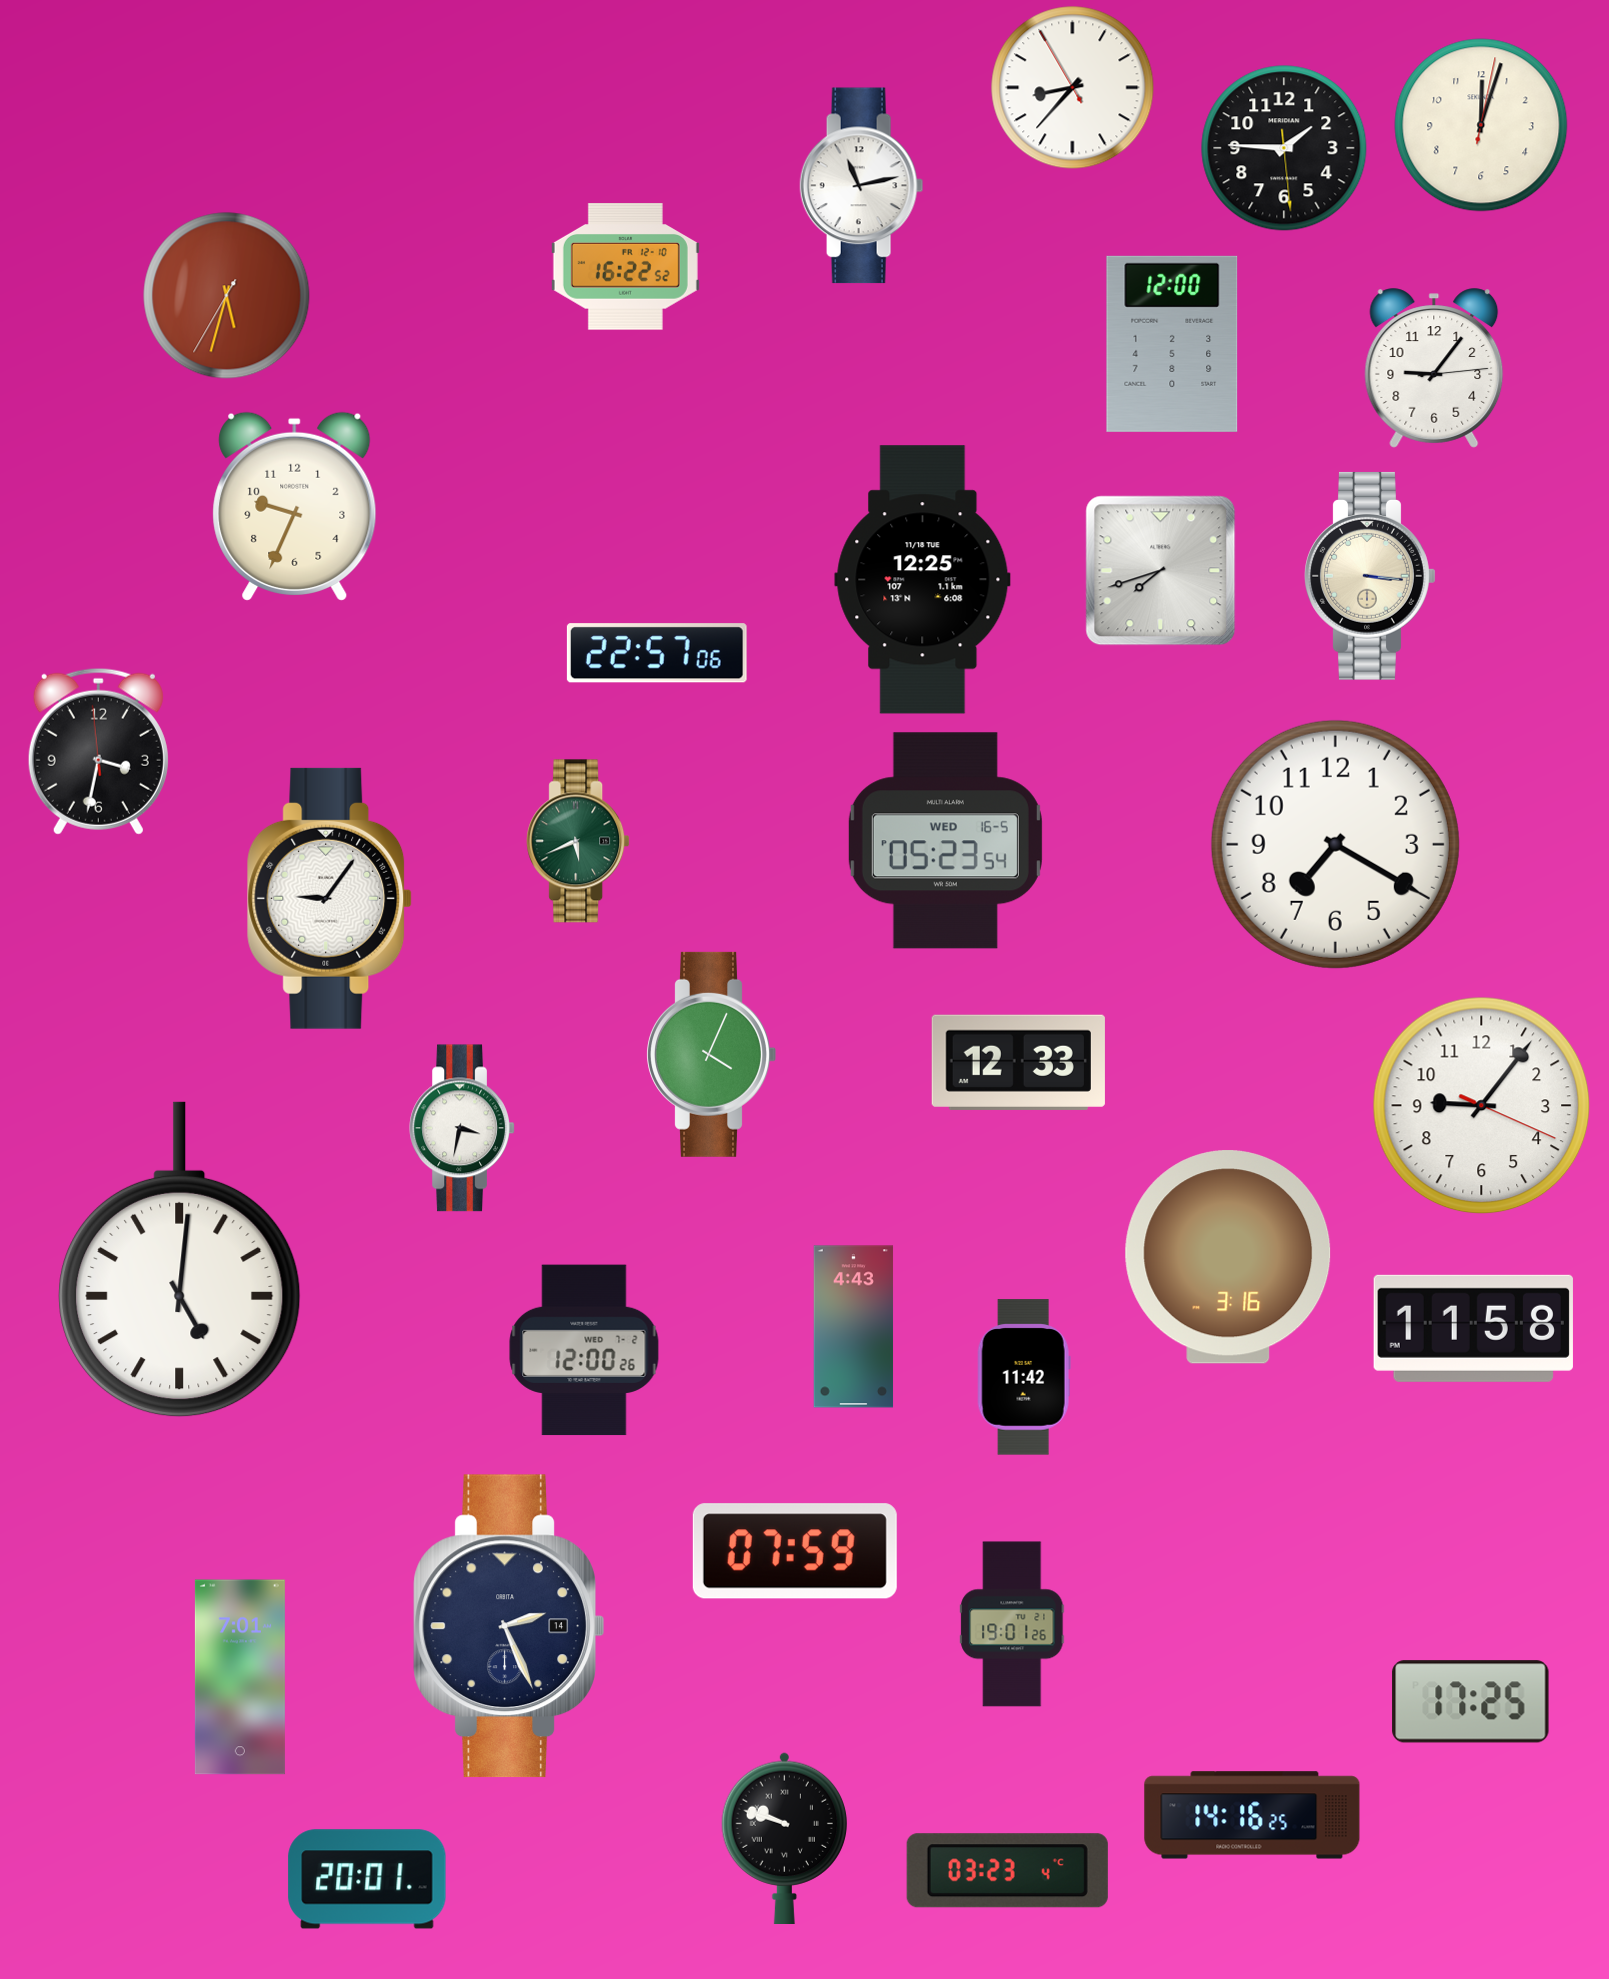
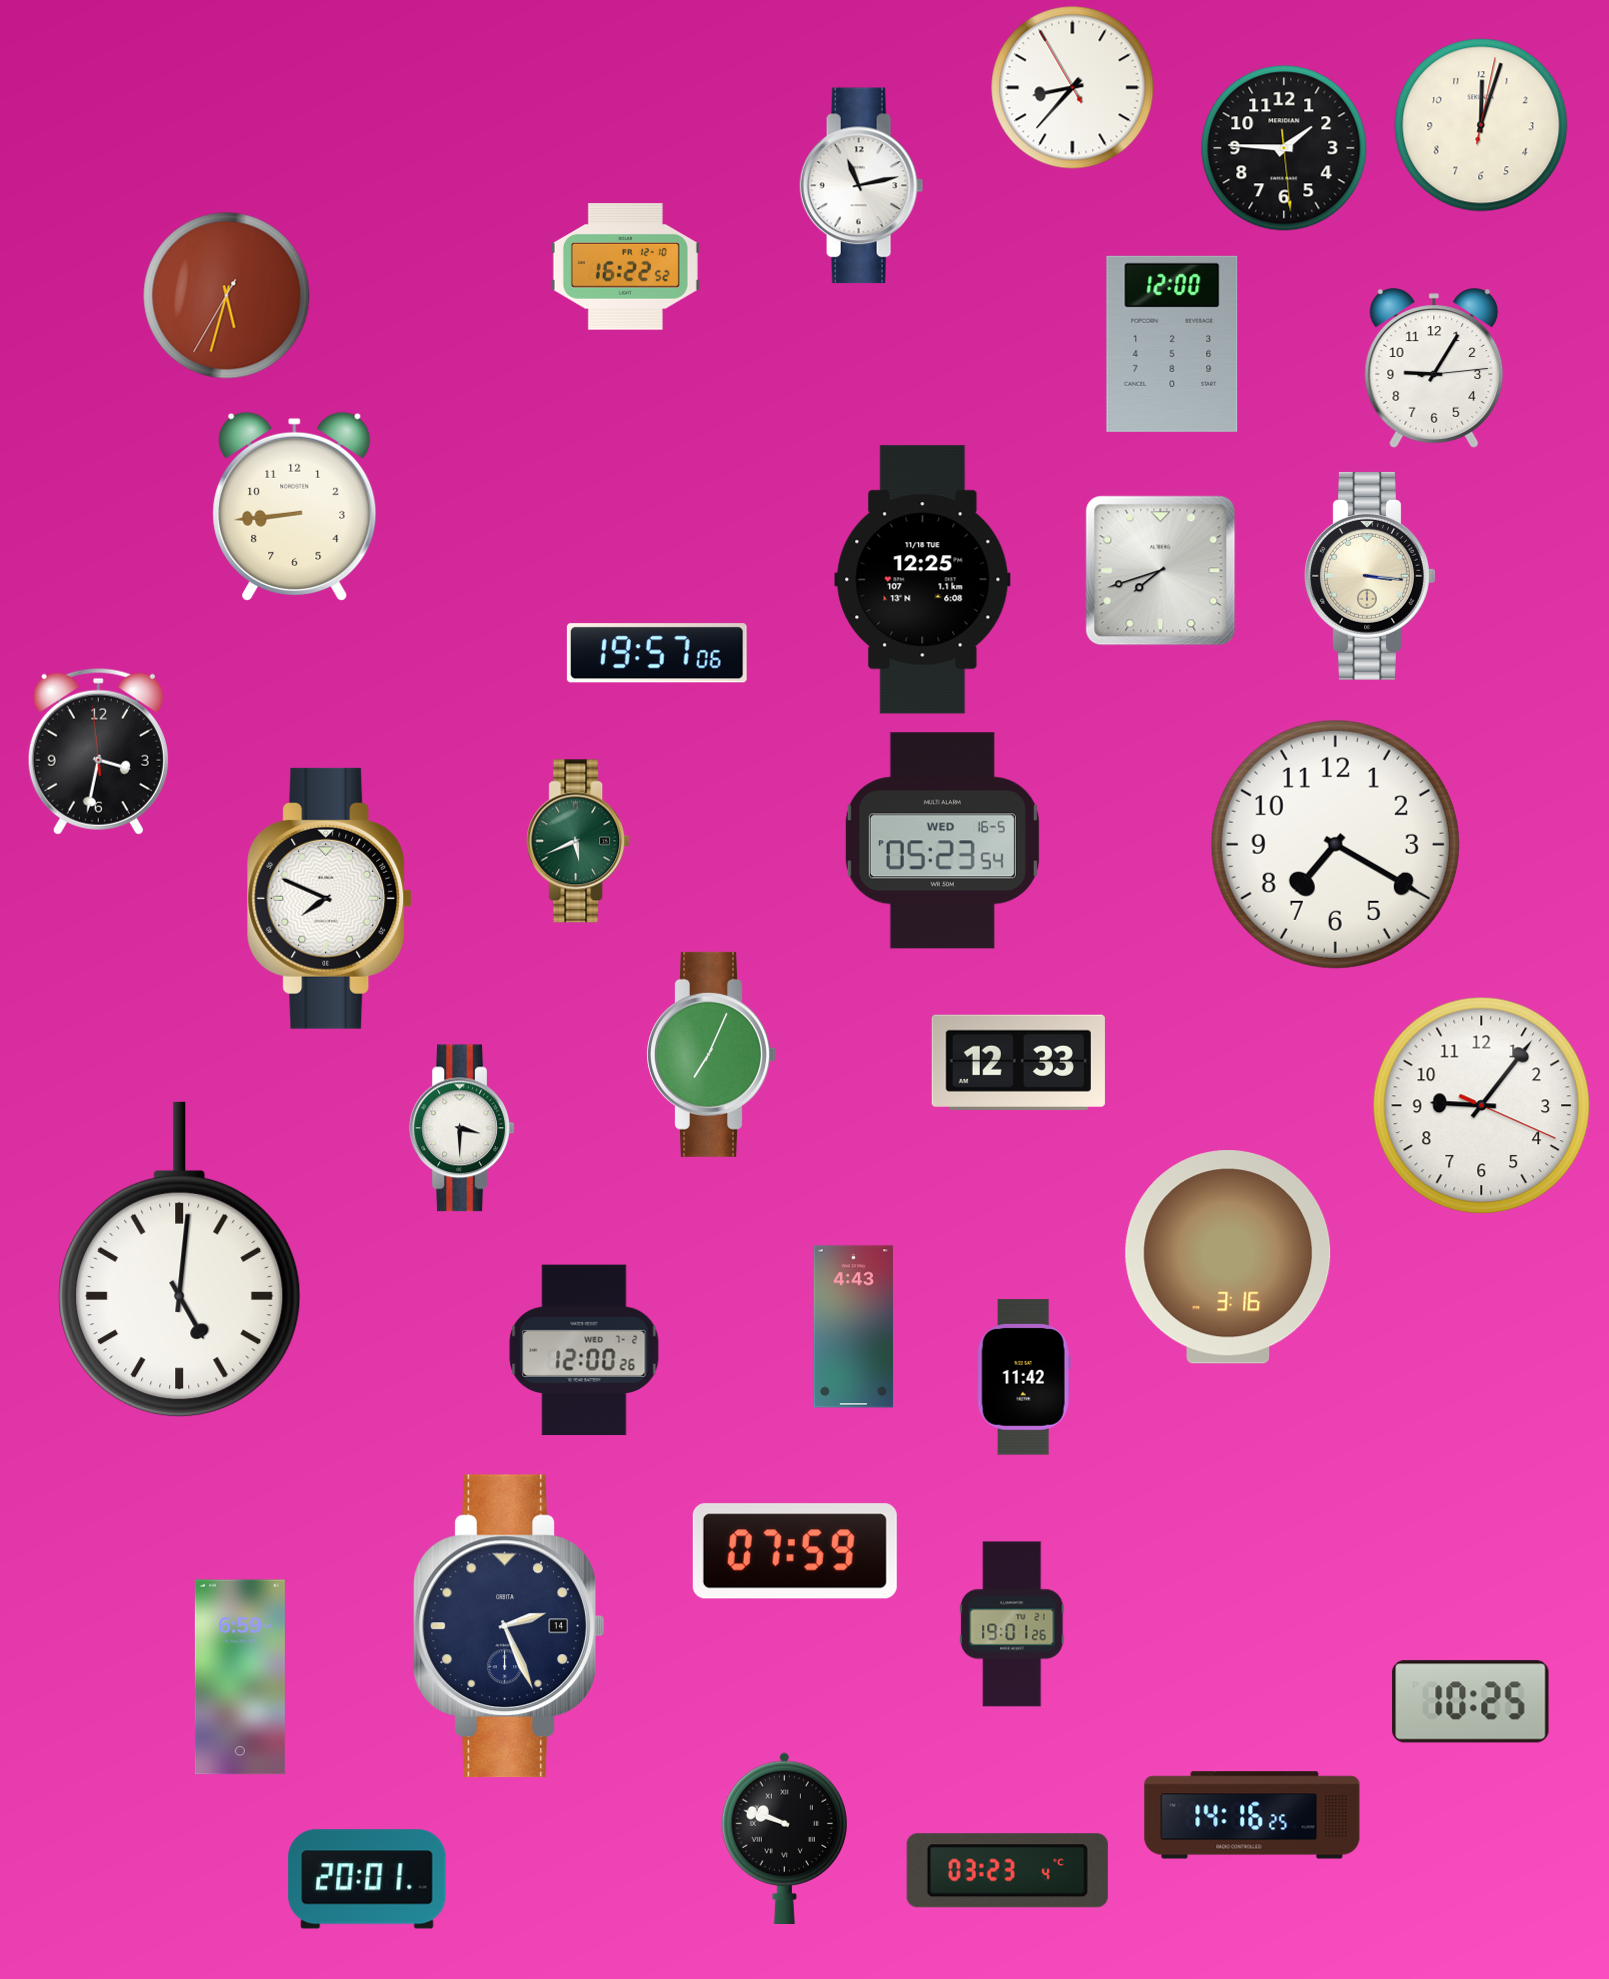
clock at (1434, 368): 9:06 -> 9:05
clock at (295, 506): 9:34 -> 8:44
clock at (657, 653): 22:57 -> 19:57
clock at (945, 841) position: (945, 841) -> (942, 841)
clock at (330, 898): 9:06 -> 7:49
clock at (711, 1054): 4:04 -> 7:04
clock at (462, 1128): 3:32 -> 3:30
clock at (1473, 1328): 11:58 -> none
clock at (240, 1677): 7:01 -> 6:59
clock at (1471, 1702): 17:25 -> 10:25
